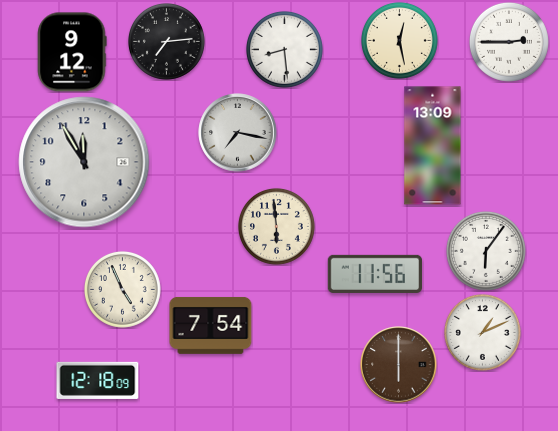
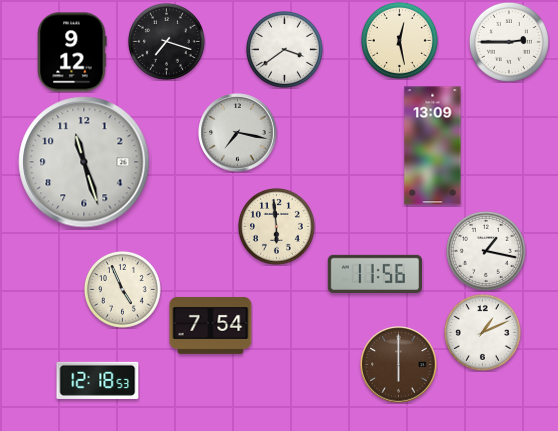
clock at (166, 41): 7:14 -> 7:18
clock at (284, 49): 8:29 -> 3:39
clock at (84, 162): 11:55 -> 11:27
clock at (486, 251): 6:06 -> 1:17
clock at (98, 380): 12:18:09 -> 12:18:53
